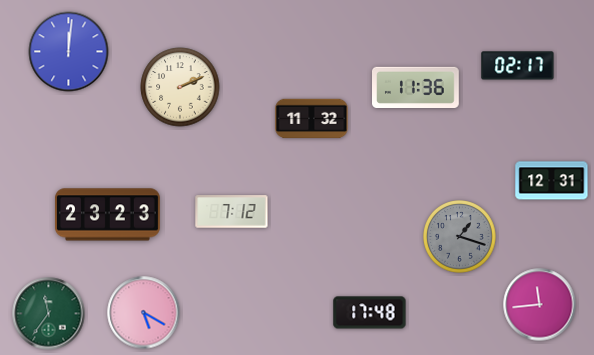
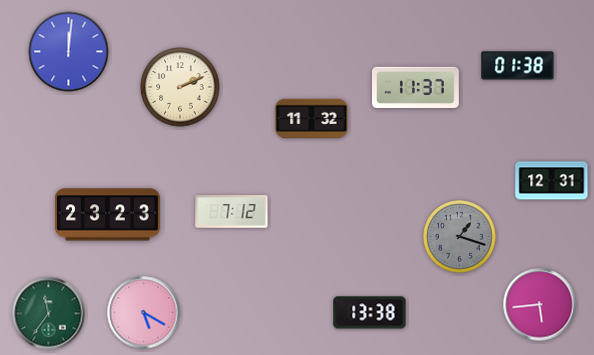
clock at (518, 66): 02:17 -> 01:38
clock at (416, 88): 11:36 -> 11:37
clock at (540, 305): 11:44 -> 5:44
clock at (370, 313): 17:48 -> 13:38
